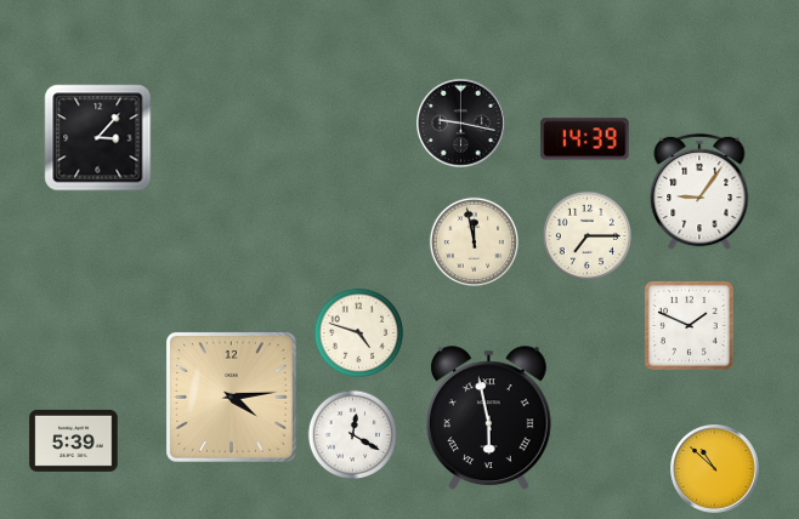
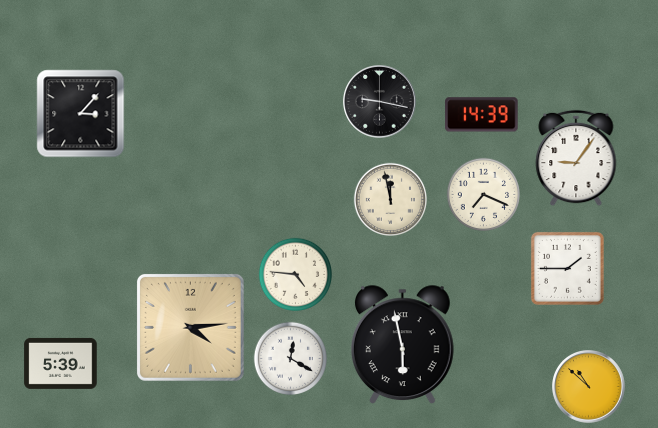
clock at (586, 235): 7:15 -> 7:19
clock at (688, 325): 1:49 -> 1:45
clock at (358, 332): 4:48 -> 4:46
